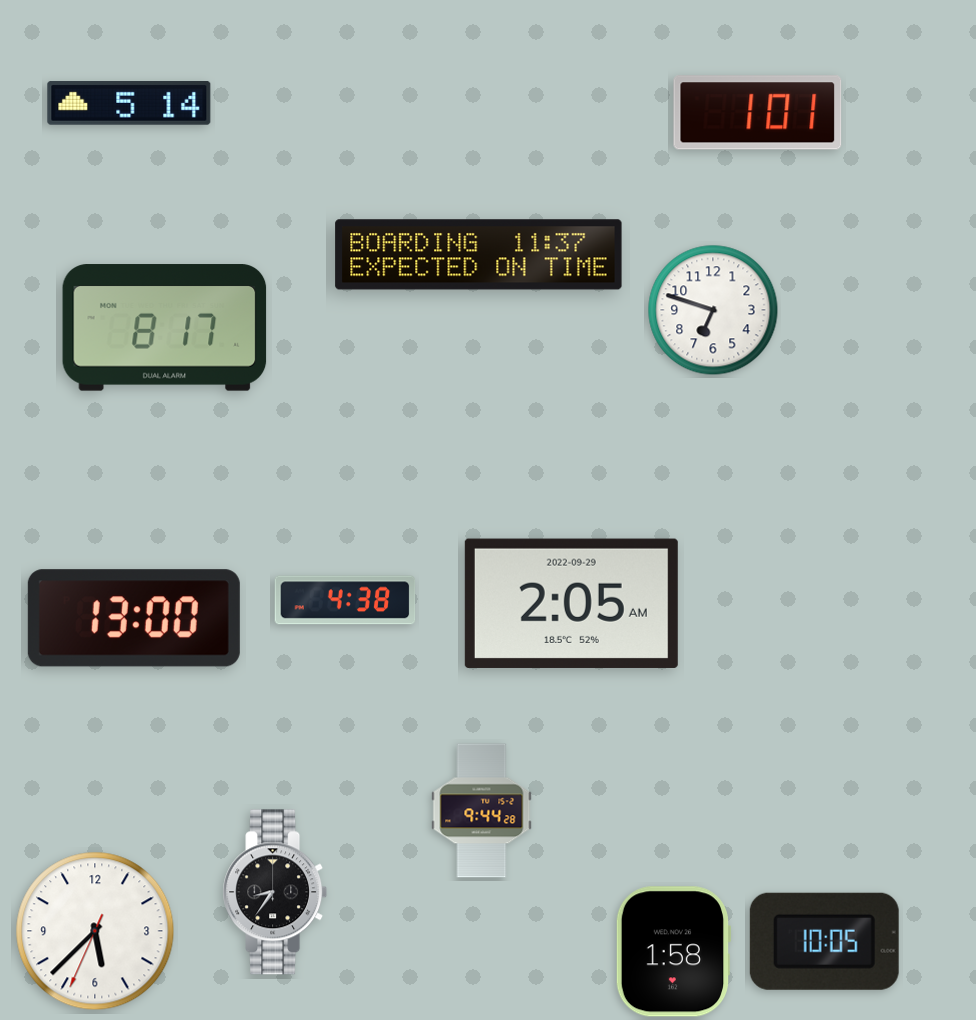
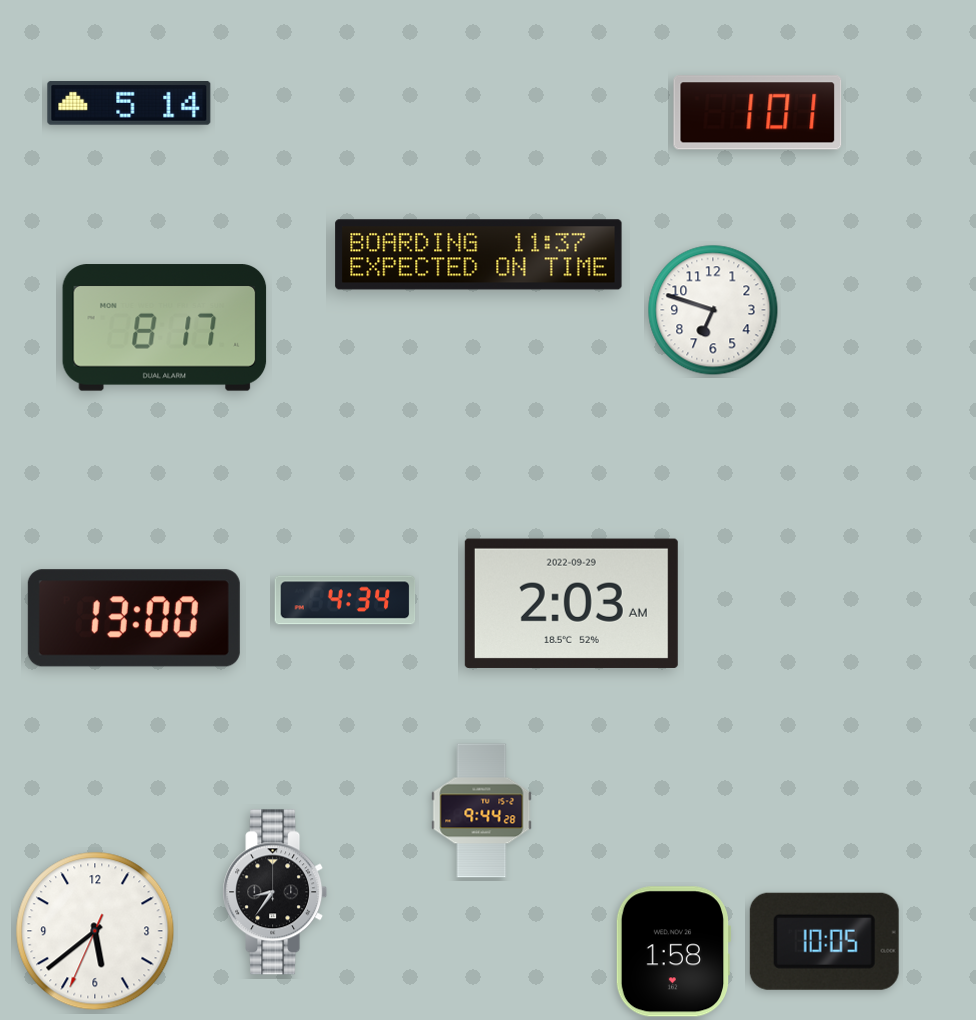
clock at (345, 600): 4:38 -> 4:34
clock at (571, 603): 2:05 -> 2:03
clock at (95, 931): 5:37 -> 5:38
